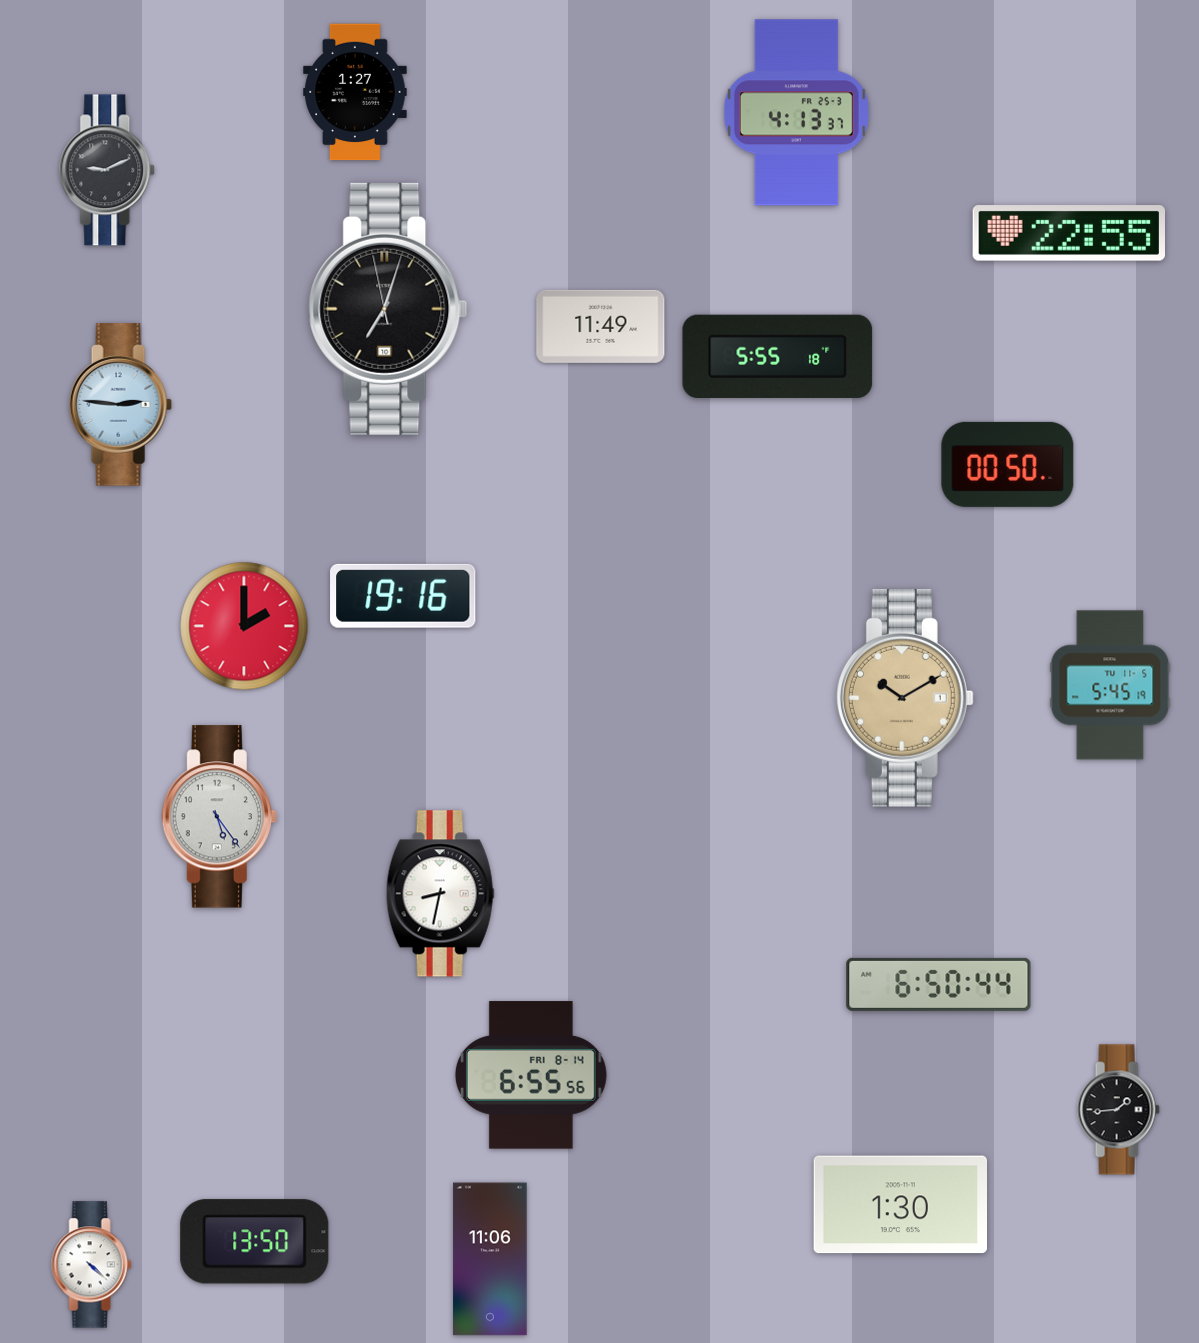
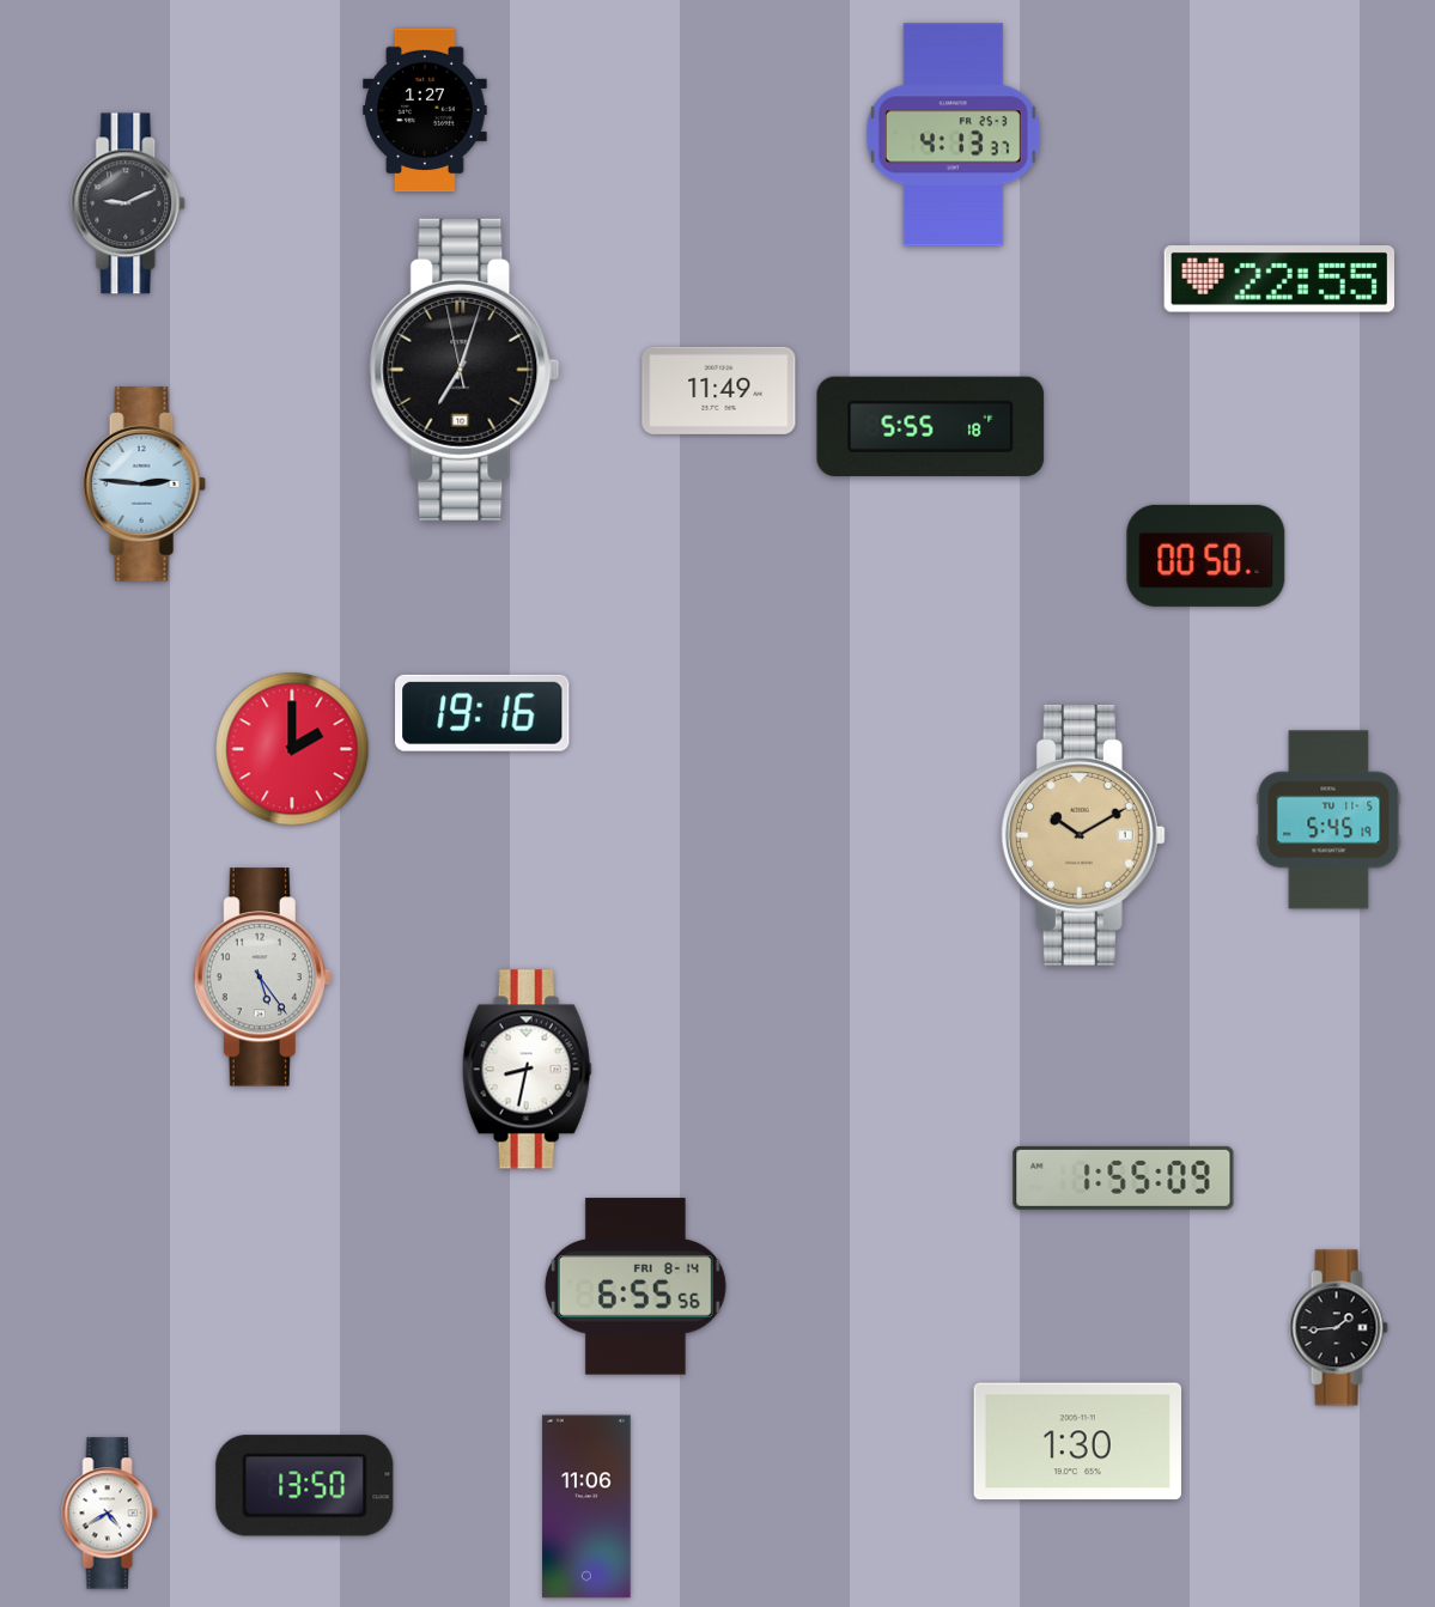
clock at (939, 984): 6:50 -> 1:55
clock at (92, 1265): 4:22 -> 4:40
